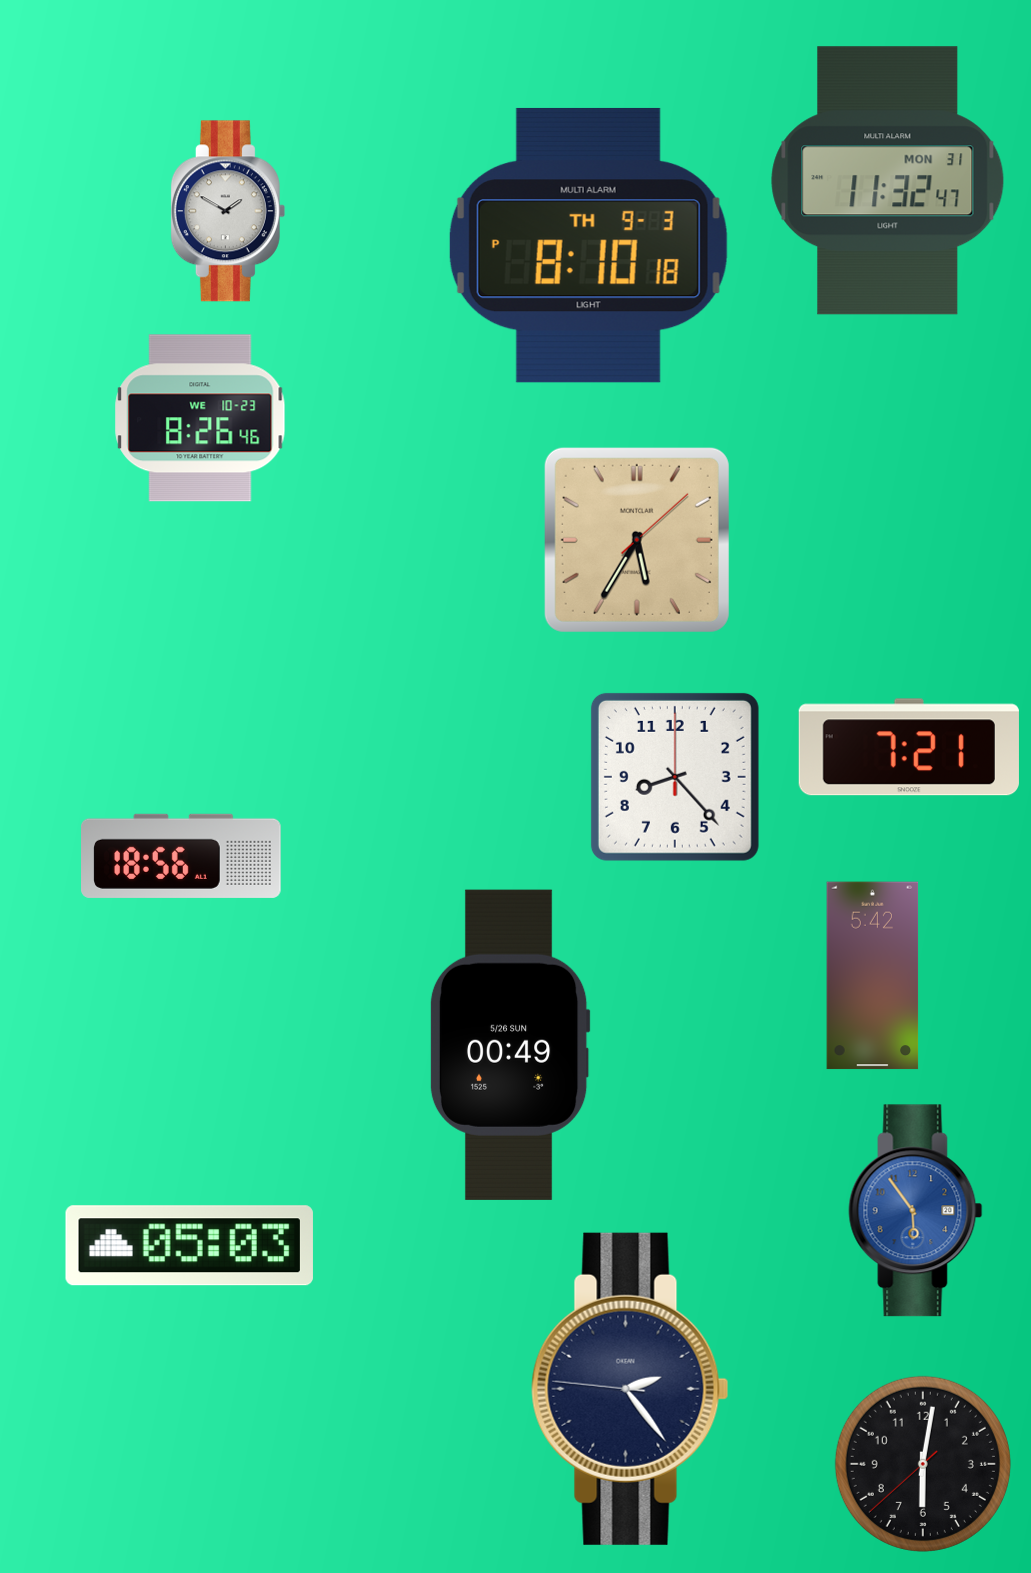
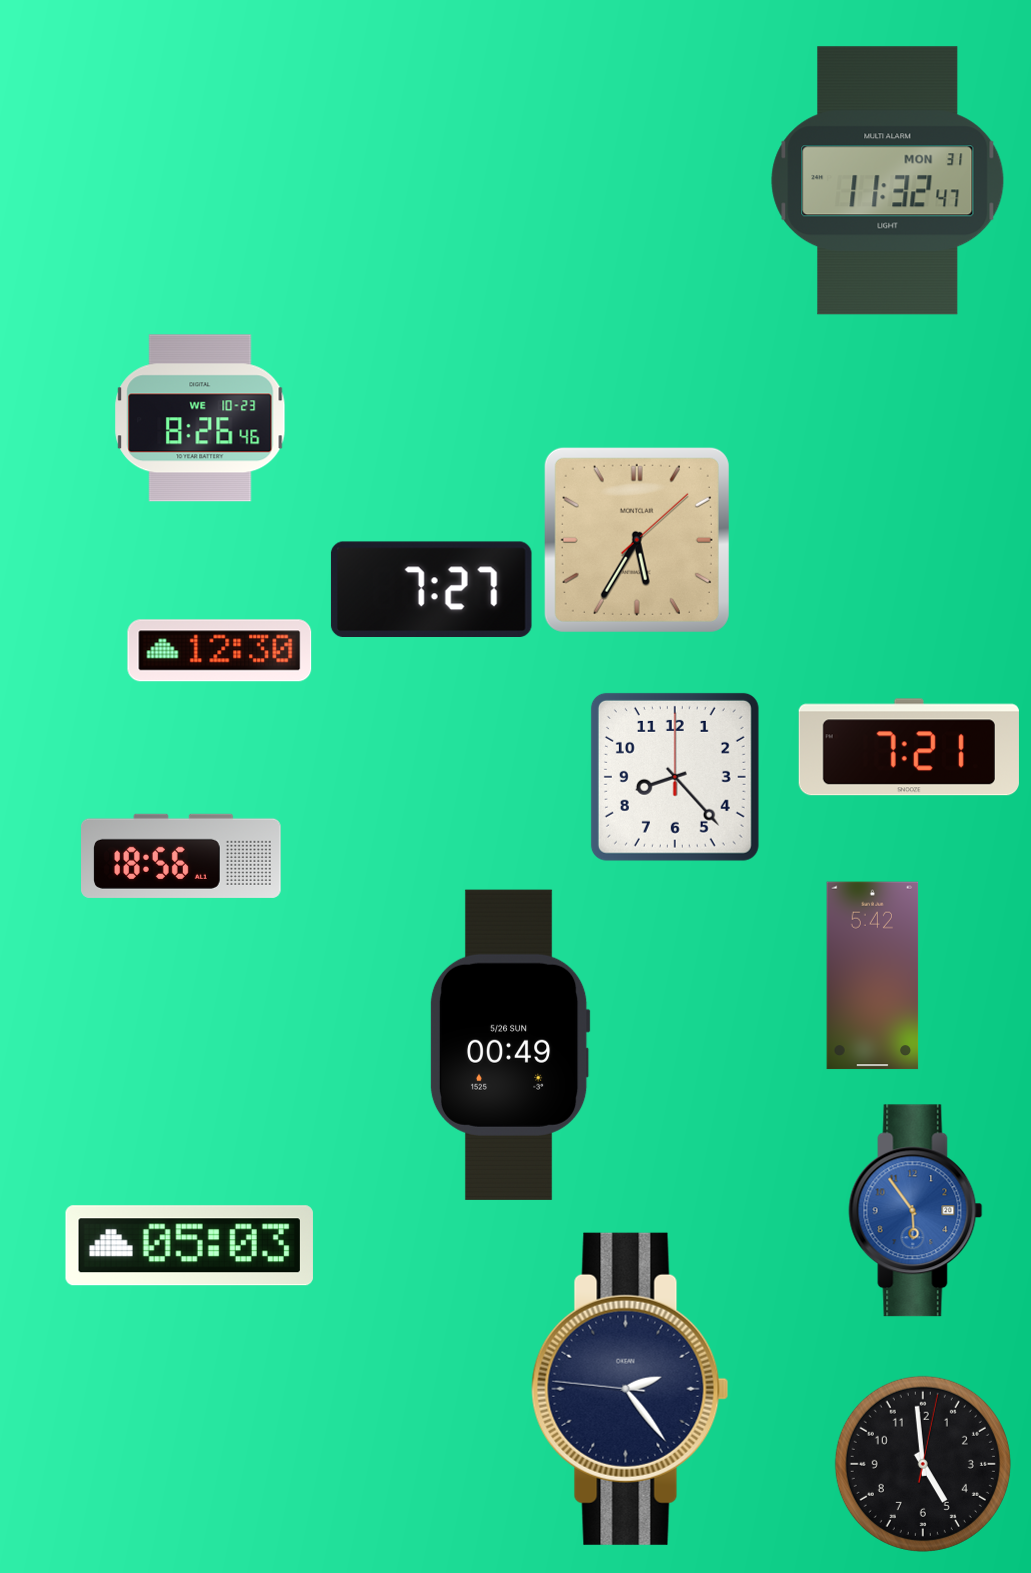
clock at (228, 211): 1:50 -> none
clock at (588, 245): 8:10 -> none
clock at (431, 589): none -> 7:27
clock at (220, 651): none -> 12:30
clock at (923, 1464): 6:01 -> 4:59
